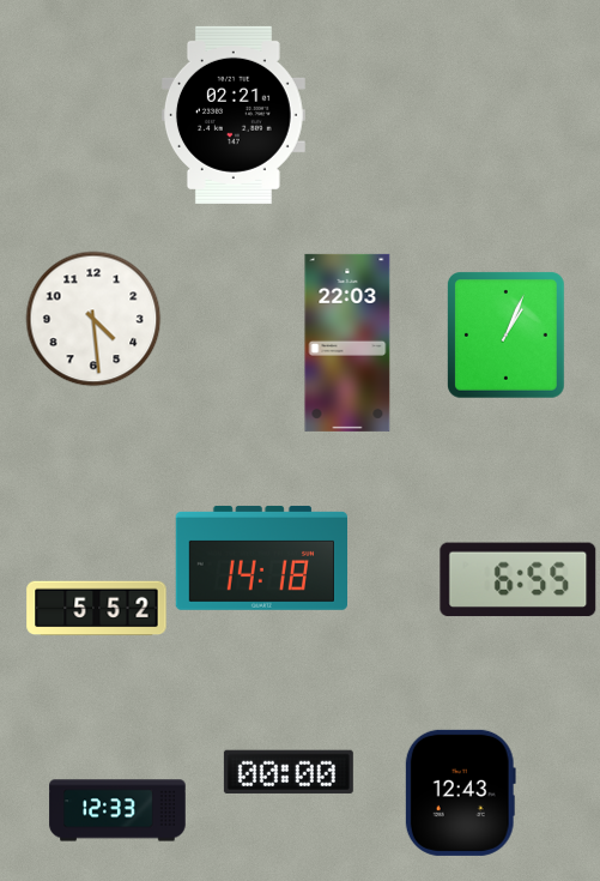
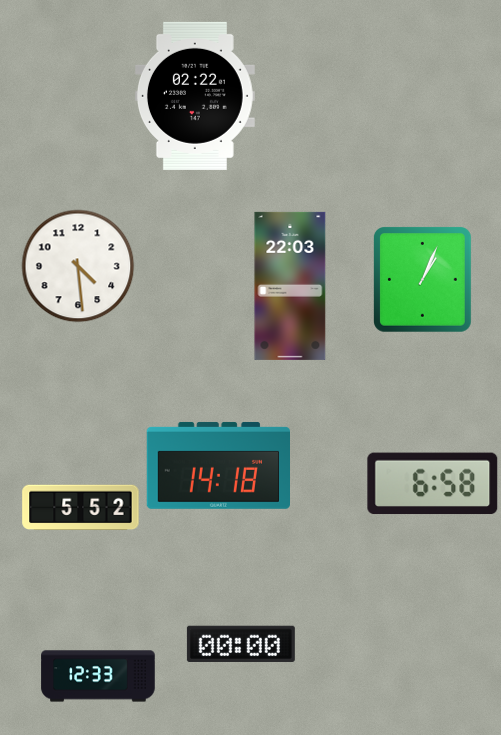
clock at (234, 115): 02:21 -> 02:22
clock at (519, 580): 6:55 -> 6:58
clock at (460, 792): 12:43 -> none
